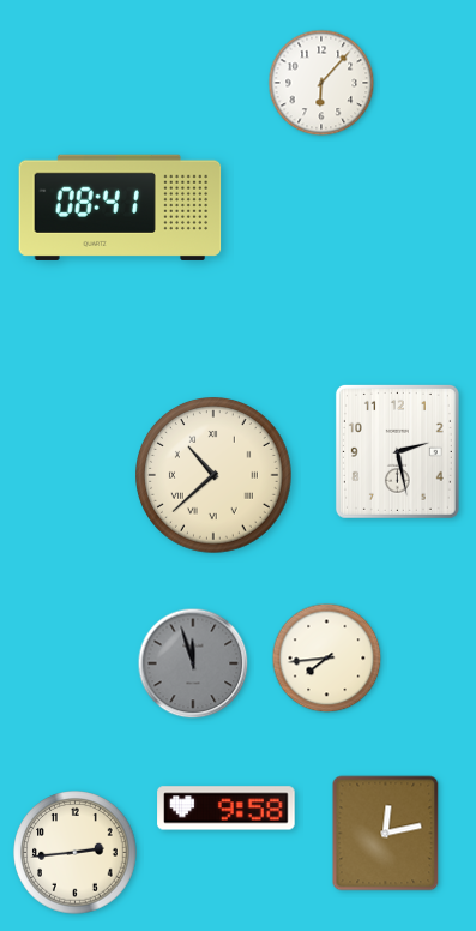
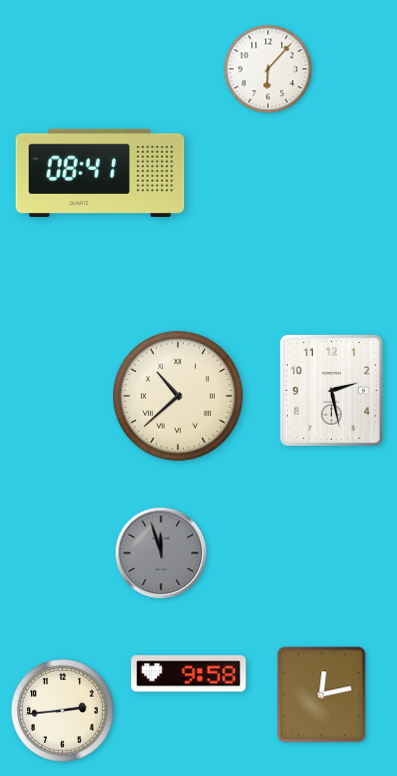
clock at (397, 451) position: (397, 451) -> (331, 390)
clock at (327, 659): 7:44 -> none
